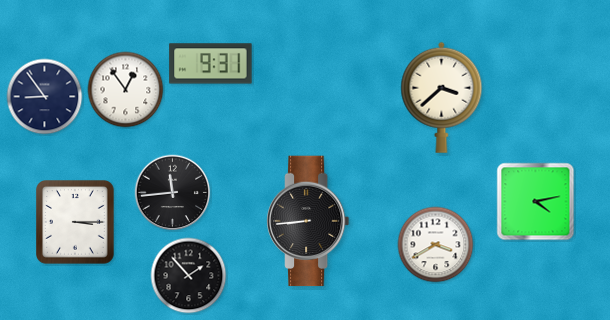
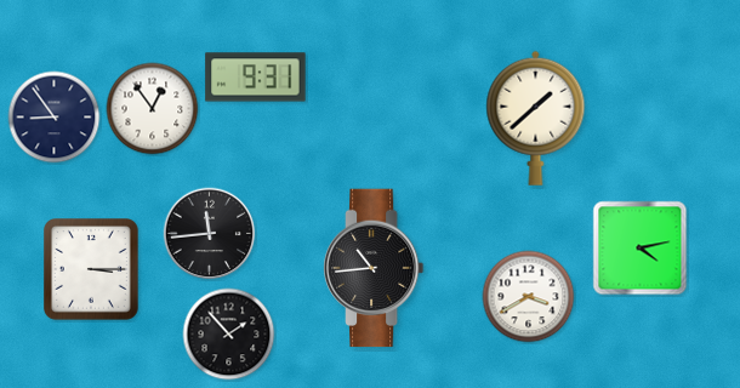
clock at (442, 97): 3:38 -> 1:38
clock at (536, 202) position: (536, 202) -> (641, 249)
clock at (308, 221): 8:44 -> 10:44
